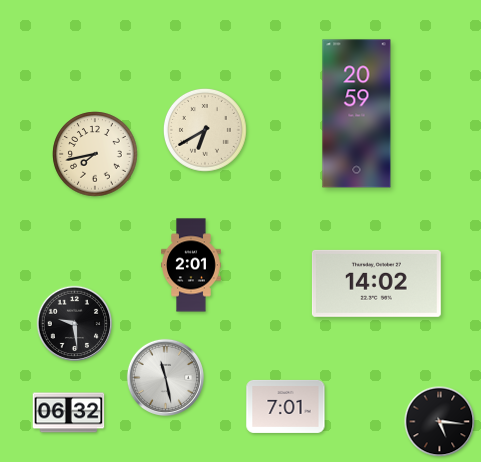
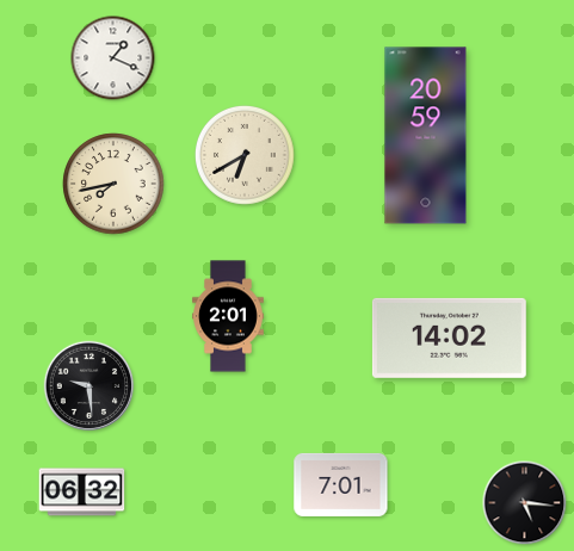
clock at (113, 58): none -> 1:19
clock at (165, 377): 11:28 -> none
